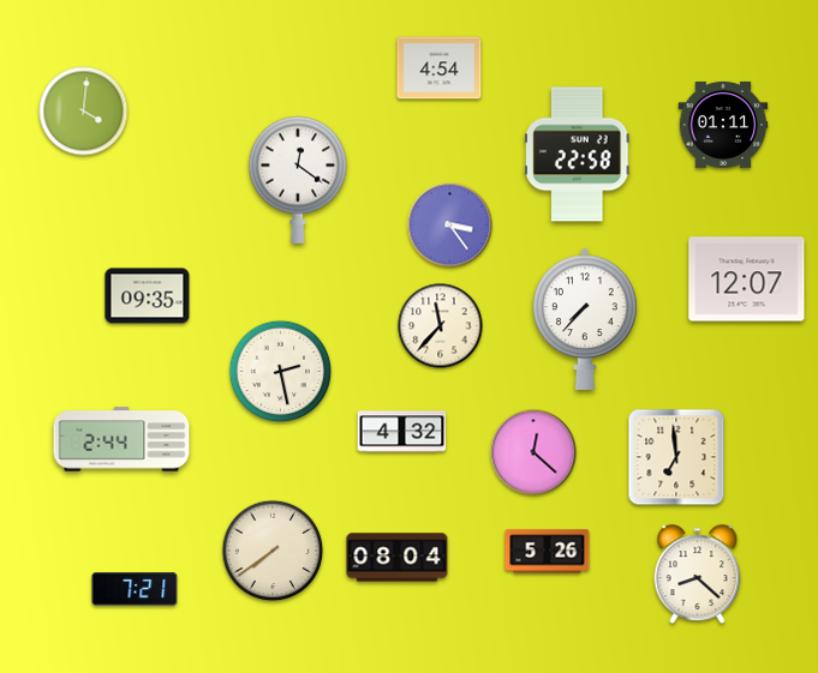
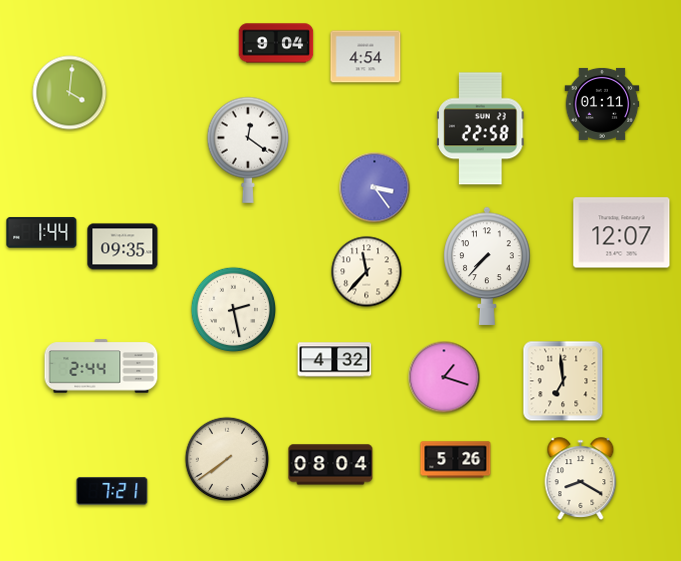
clock at (276, 43): none -> 9:04
clock at (42, 233): none -> 1:44
clock at (533, 452): 12:22 -> 1:18
clock at (698, 573): 8:22 -> 8:20
